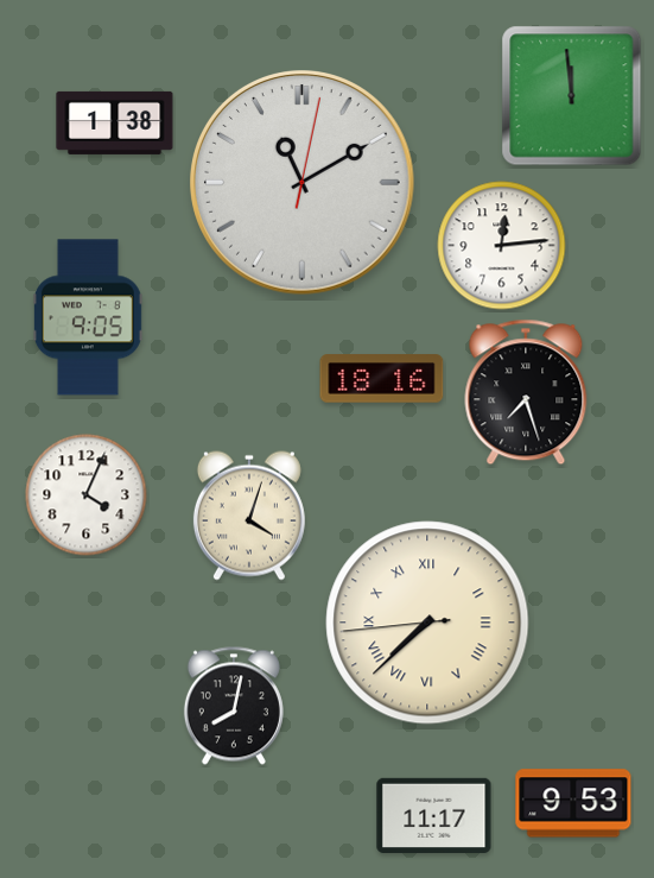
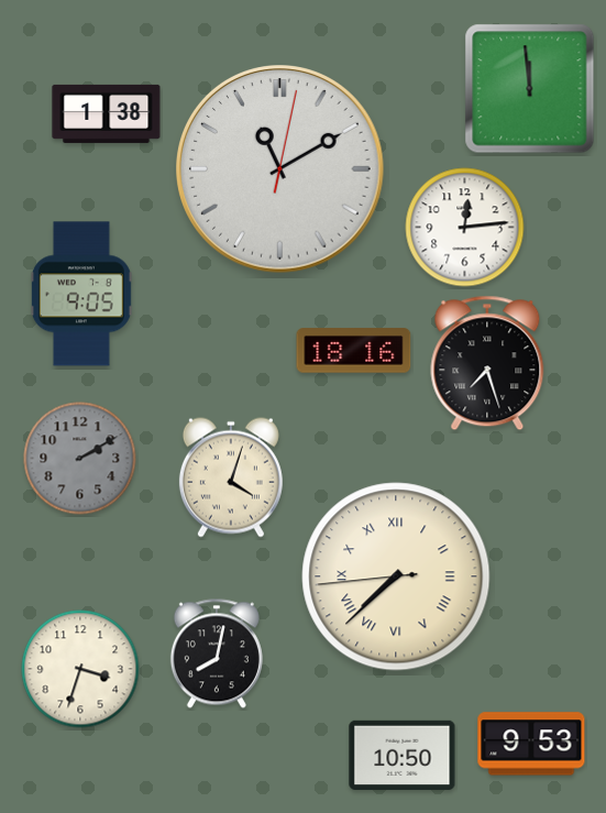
clock at (87, 495): 4:04 -> 2:10
clock at (87, 495) dial: white -> grey
clock at (80, 669): none -> 3:33
clock at (434, 815): 11:17 -> 10:50
